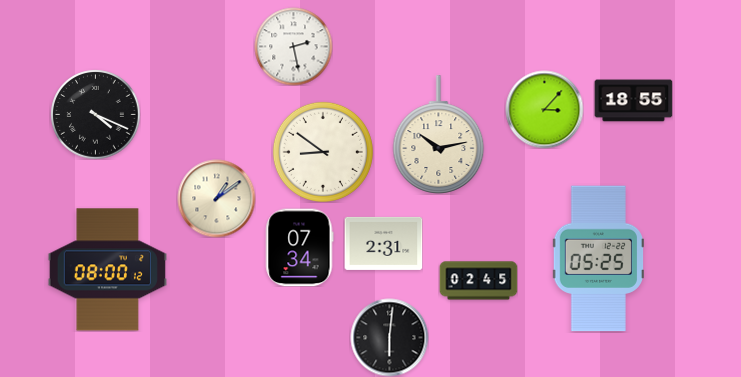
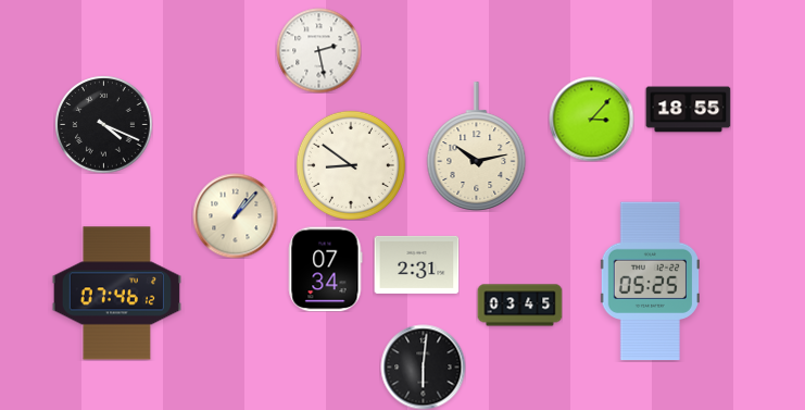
clock at (216, 198): 1:09 -> 1:07
clock at (107, 270): 08:00 -> 07:46
clock at (478, 281): 02:45 -> 03:45
